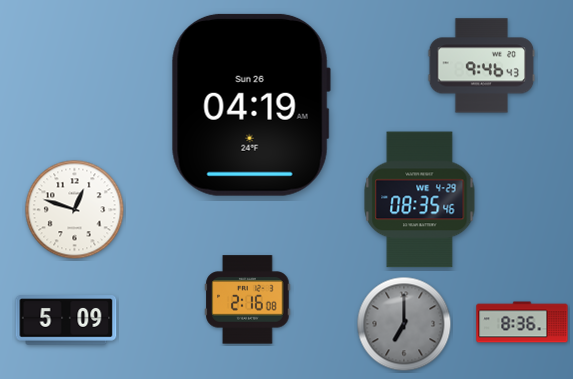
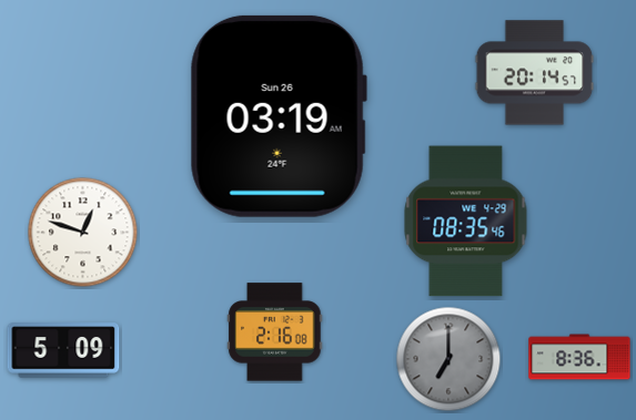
clock at (482, 66): 9:46 -> 20:14
clock at (251, 105): 04:19 -> 03:19
clock at (66, 320) position: (66, 320) -> (63, 350)
